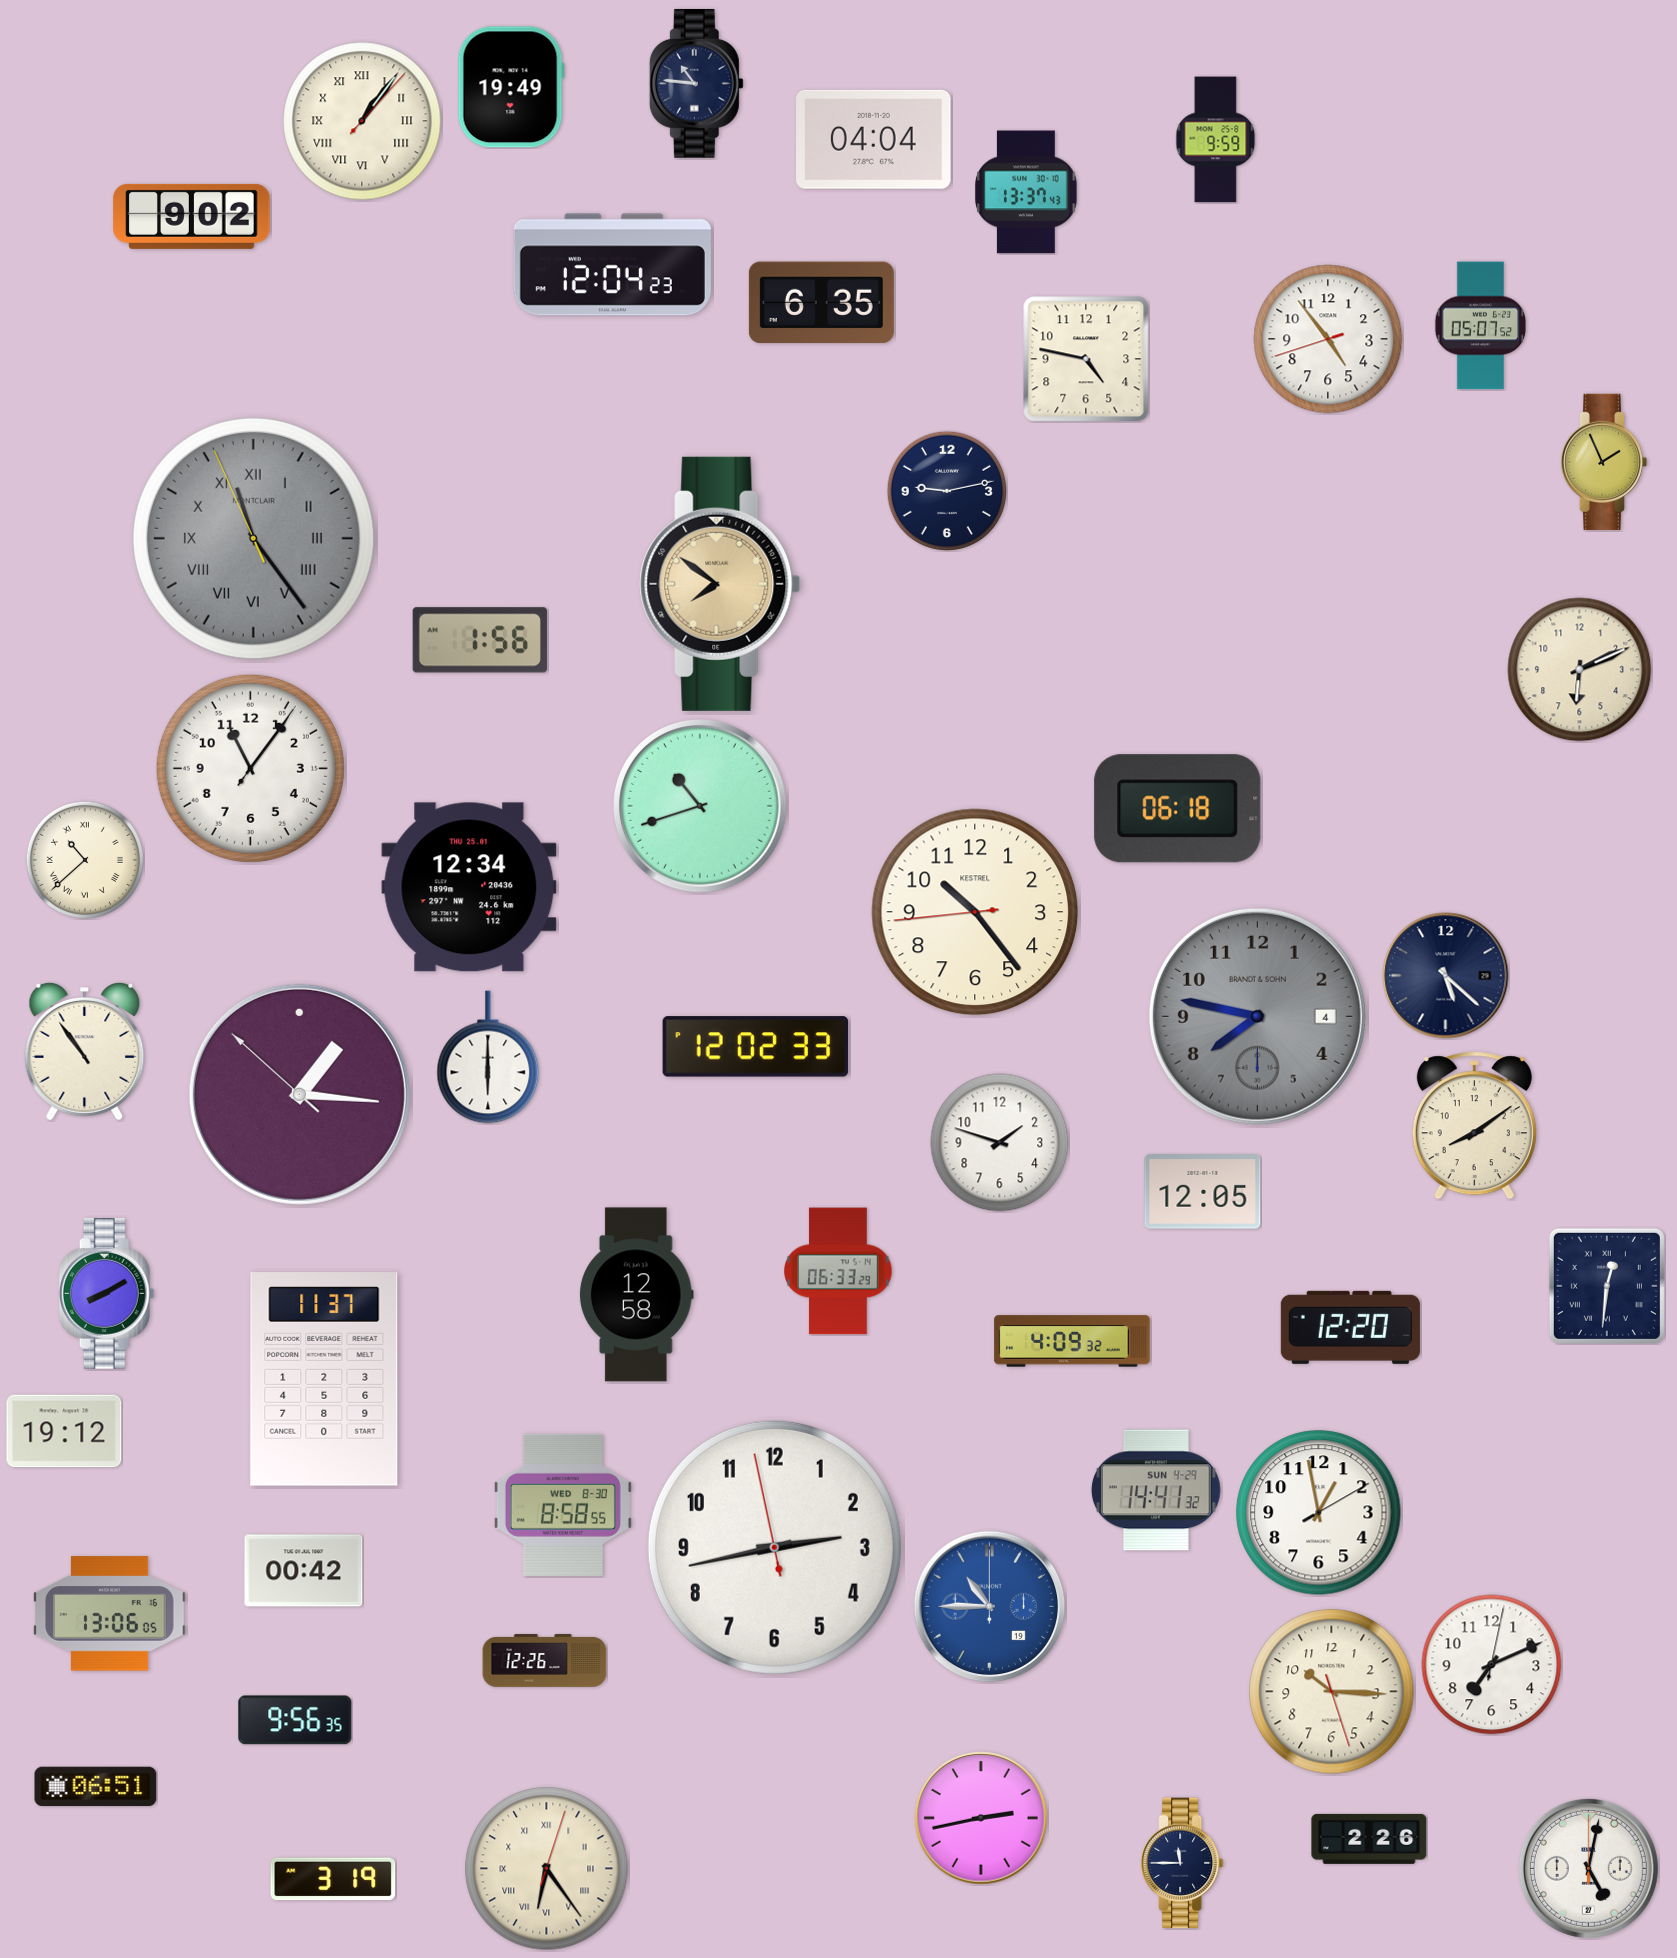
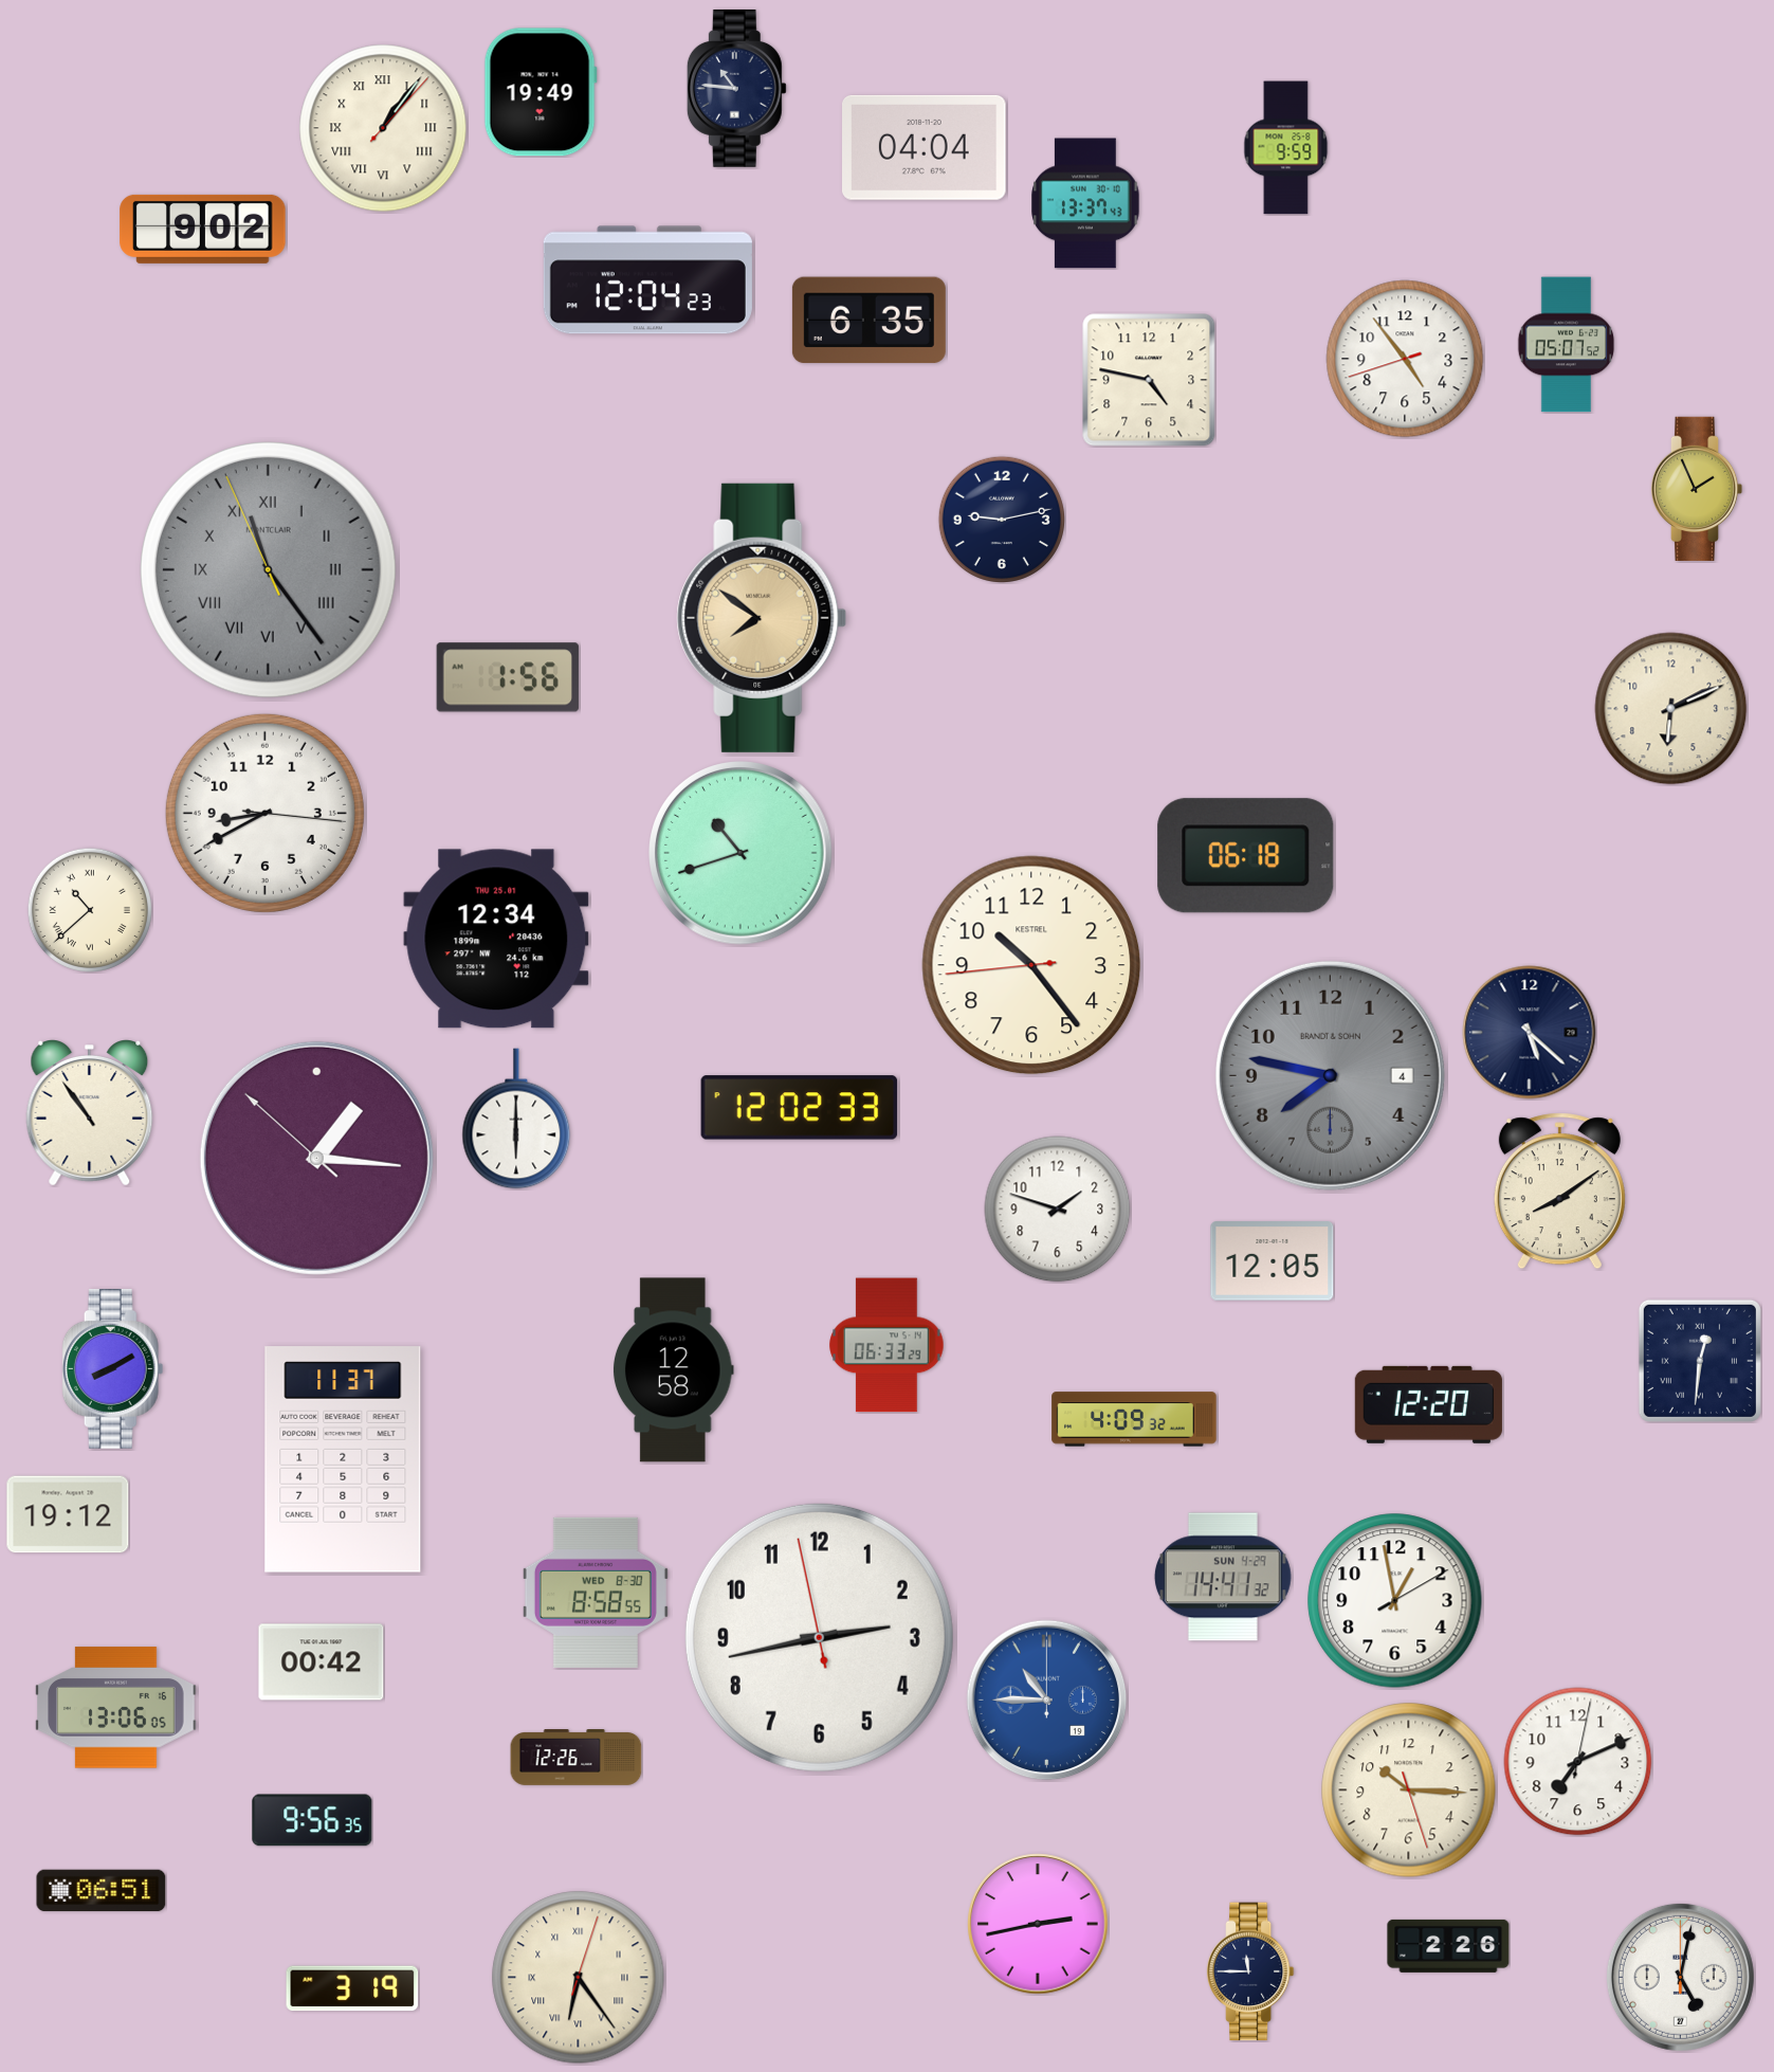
clock at (250, 768): 11:06 -> 8:40
